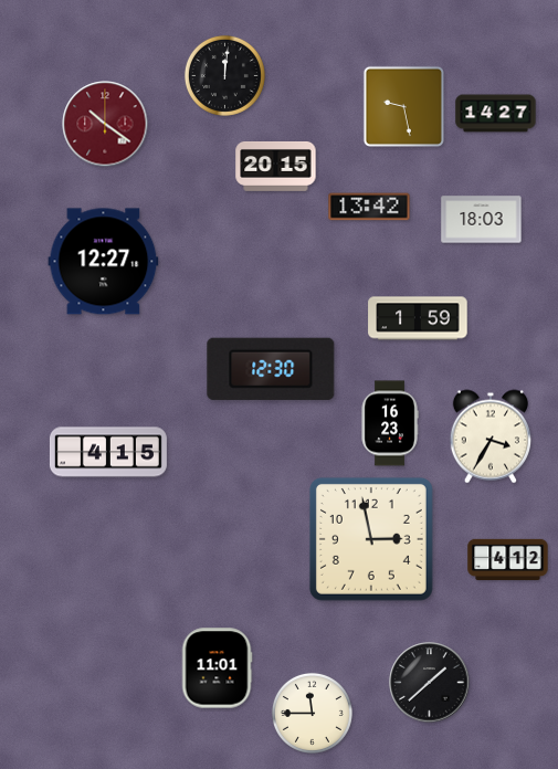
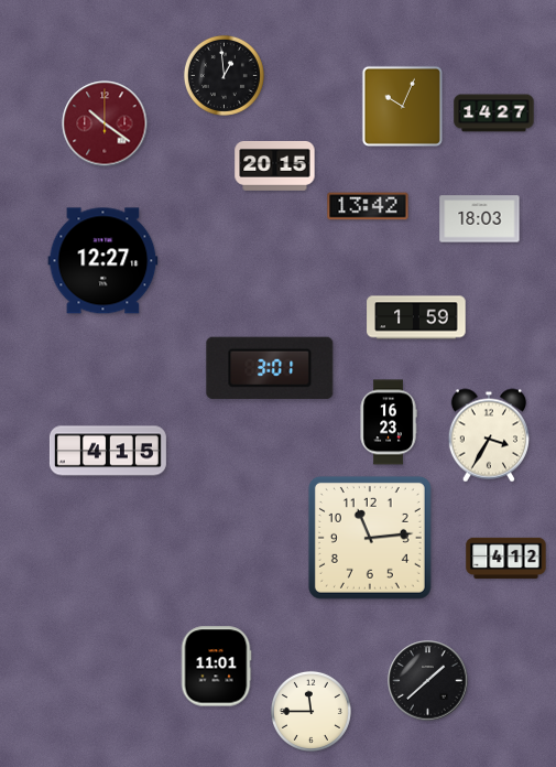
clock at (224, 75): 12:01 -> 12:59
clock at (403, 106): 9:28 -> 10:04
clock at (271, 369): 12:30 -> 3:01
clock at (371, 539): 2:58 -> 11:14
